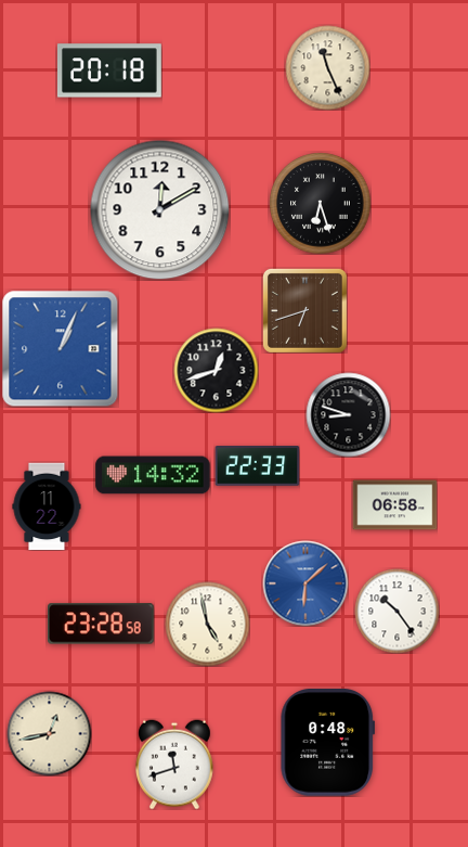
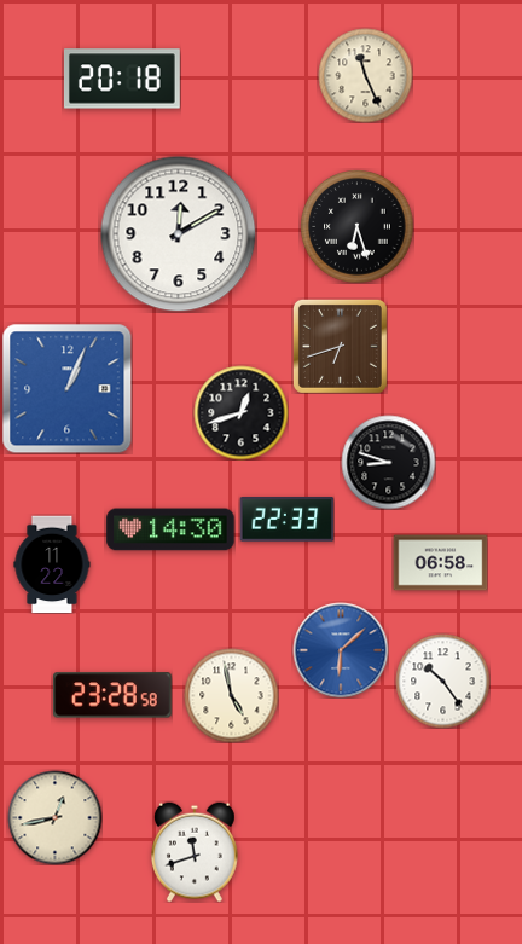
clock at (153, 475): 14:32 -> 14:30
clock at (327, 743): 0:48 -> none
